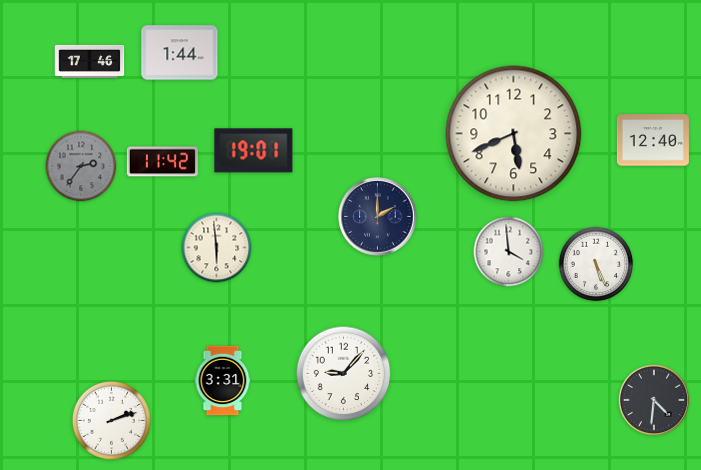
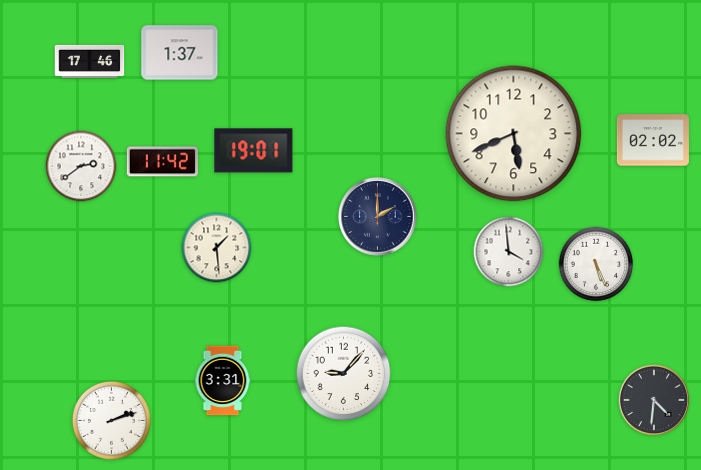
clock at (180, 53): 1:44 -> 1:37
clock at (653, 140): 12:40 -> 02:02
clock at (81, 166): 2:36 -> 2:39
clock at (81, 166) dial: grey -> white
clock at (217, 248): 5:59 -> 1:29
